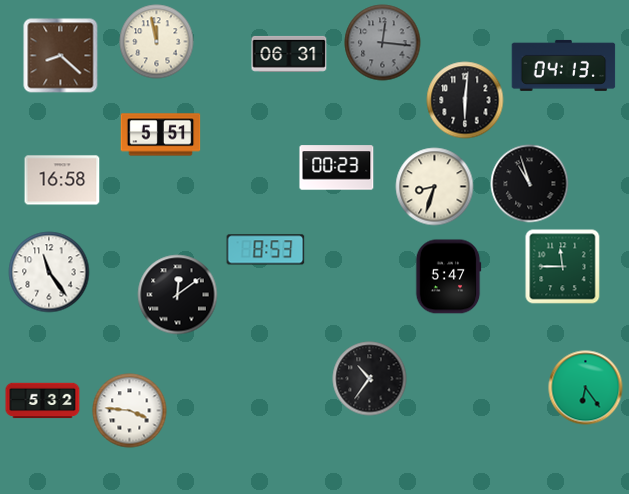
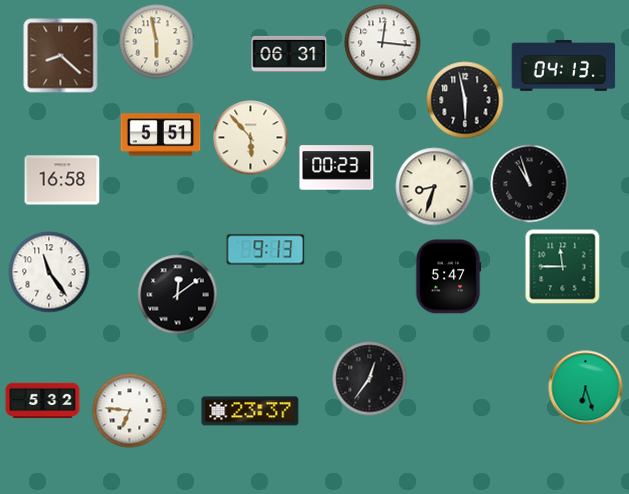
clock at (157, 42): 11:58 -> 5:58
clock at (383, 43) dial: grey -> white
clock at (465, 100): 6:01 -> 5:58
clock at (251, 138): none -> 5:53
clock at (266, 250): 8:53 -> 9:13
clock at (370, 379): 10:36 -> 12:36
clock at (586, 388): 6:24 -> 6:27
clock at (130, 411): 3:46 -> 6:46
clock at (250, 411): none -> 23:37
